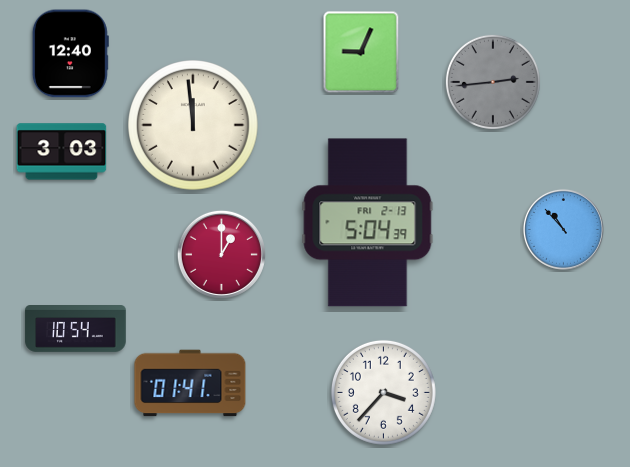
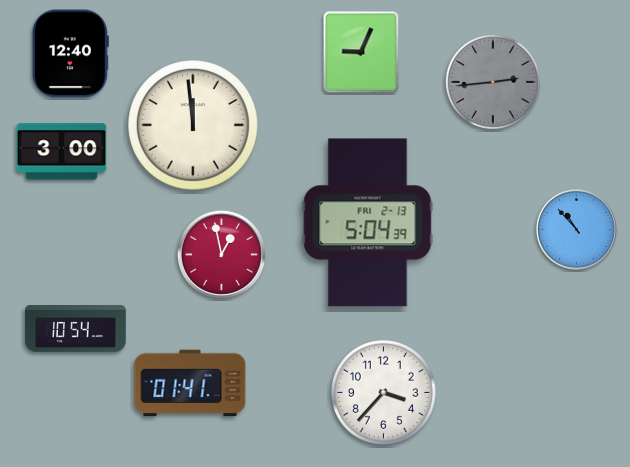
clock at (62, 152): 3:03 -> 3:00
clock at (563, 229) position: (563, 229) -> (576, 229)
clock at (221, 254): 1:00 -> 12:58
